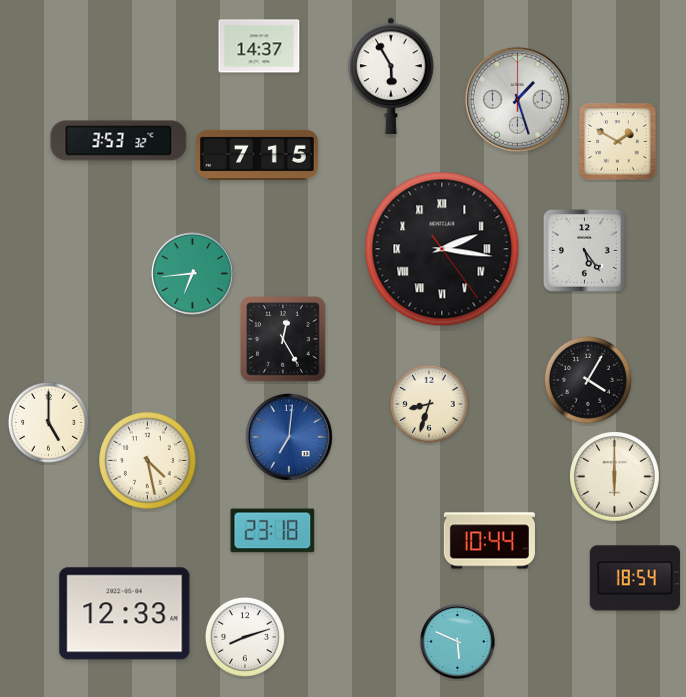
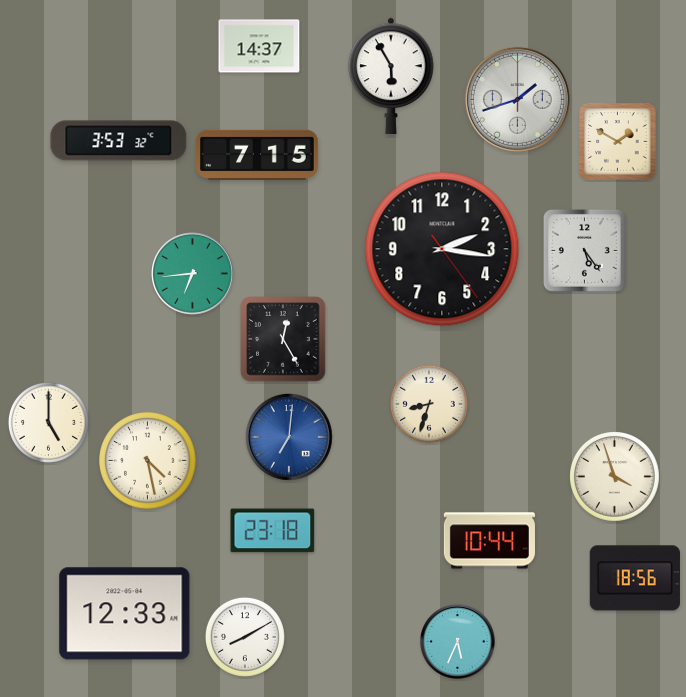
clock at (517, 99): 1:27 -> 1:42
clock at (442, 249) numerals: Roman -> Arabic
clock at (589, 381): 4:05 -> none
clock at (615, 477): 6:00 -> 3:57
clock at (635, 578): 18:54 -> 18:56
clock at (245, 637): 8:12 -> 8:10
clock at (458, 642): 5:49 -> 5:34
